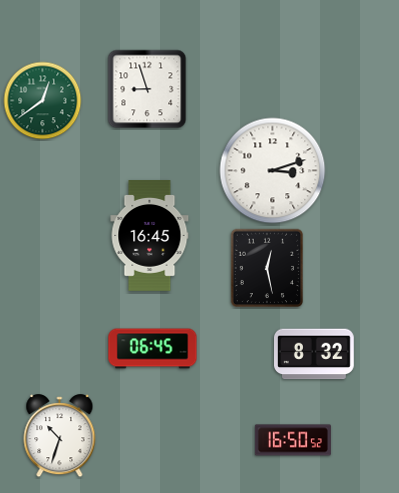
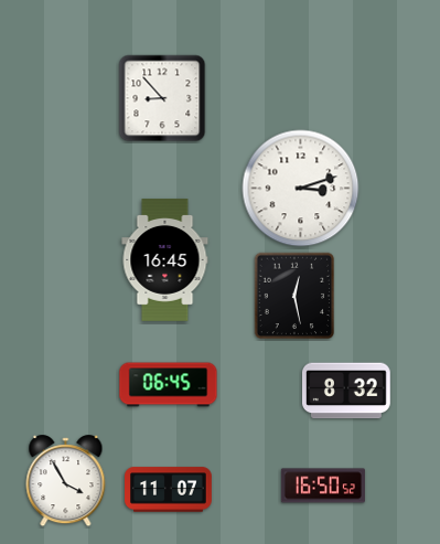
clock at (147, 89): 8:57 -> 8:53
clock at (43, 101): 12:39 -> none
clock at (60, 436): 10:33 -> 3:55
clock at (169, 490): none -> 11:07
